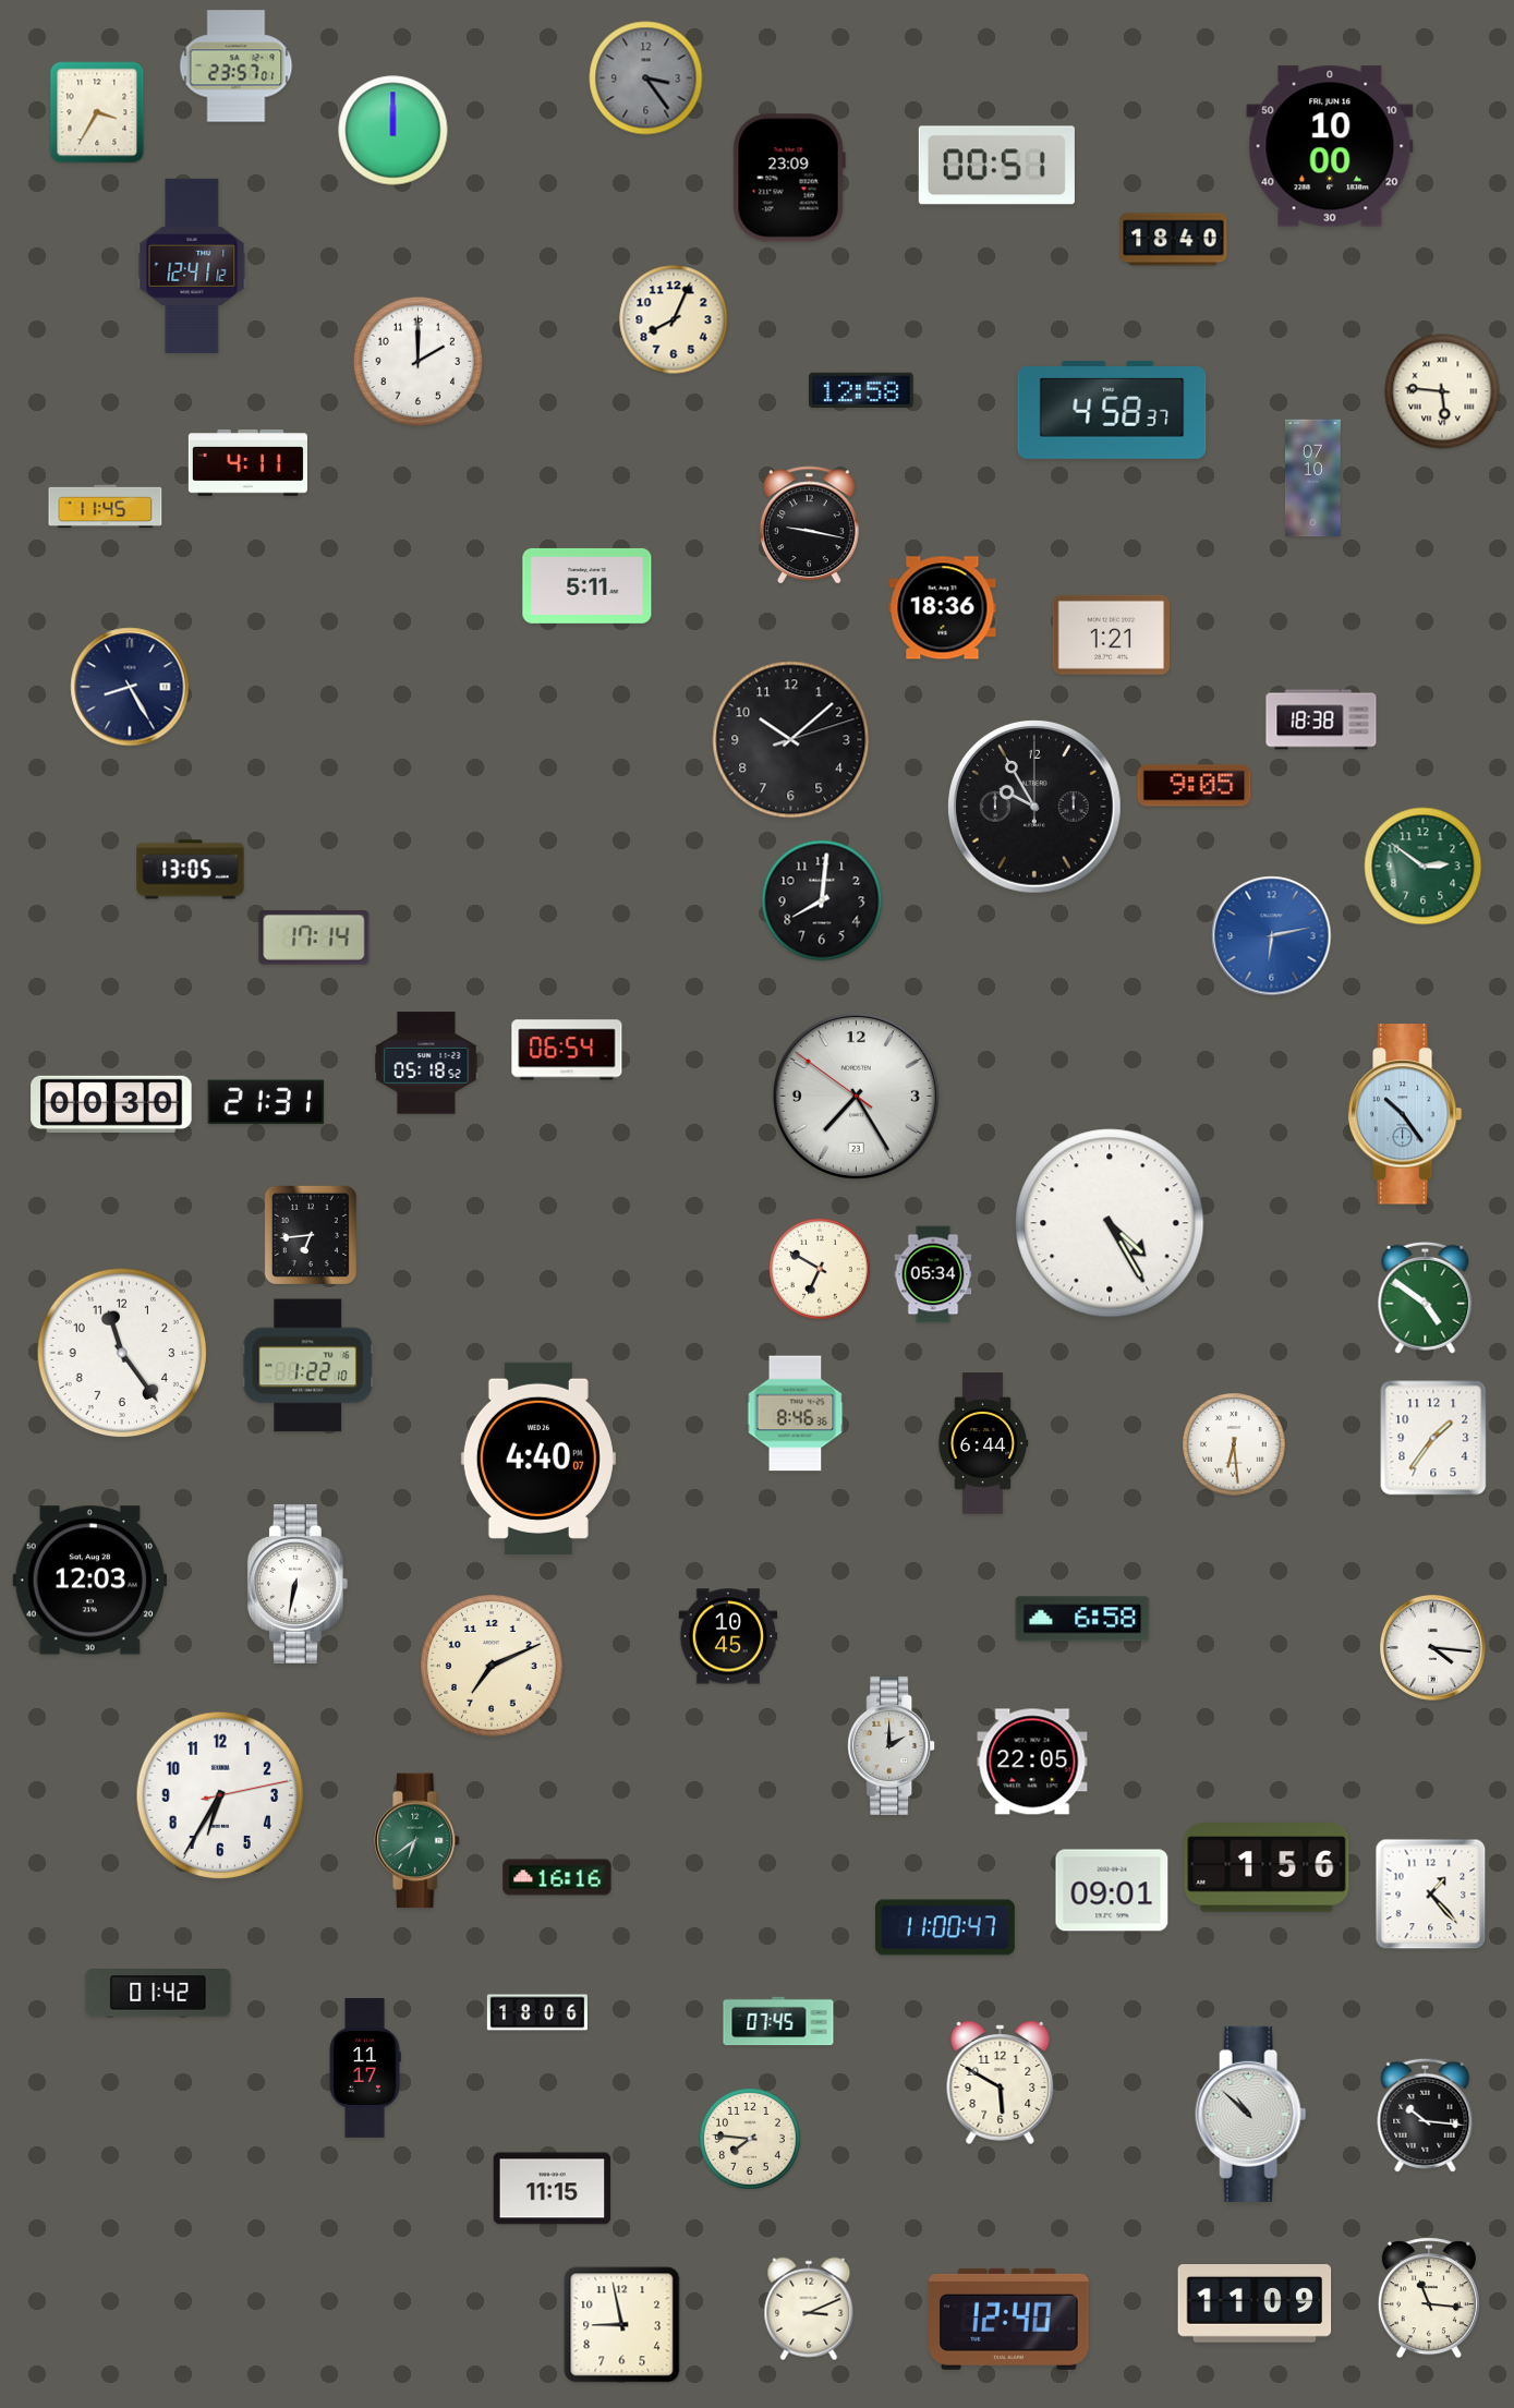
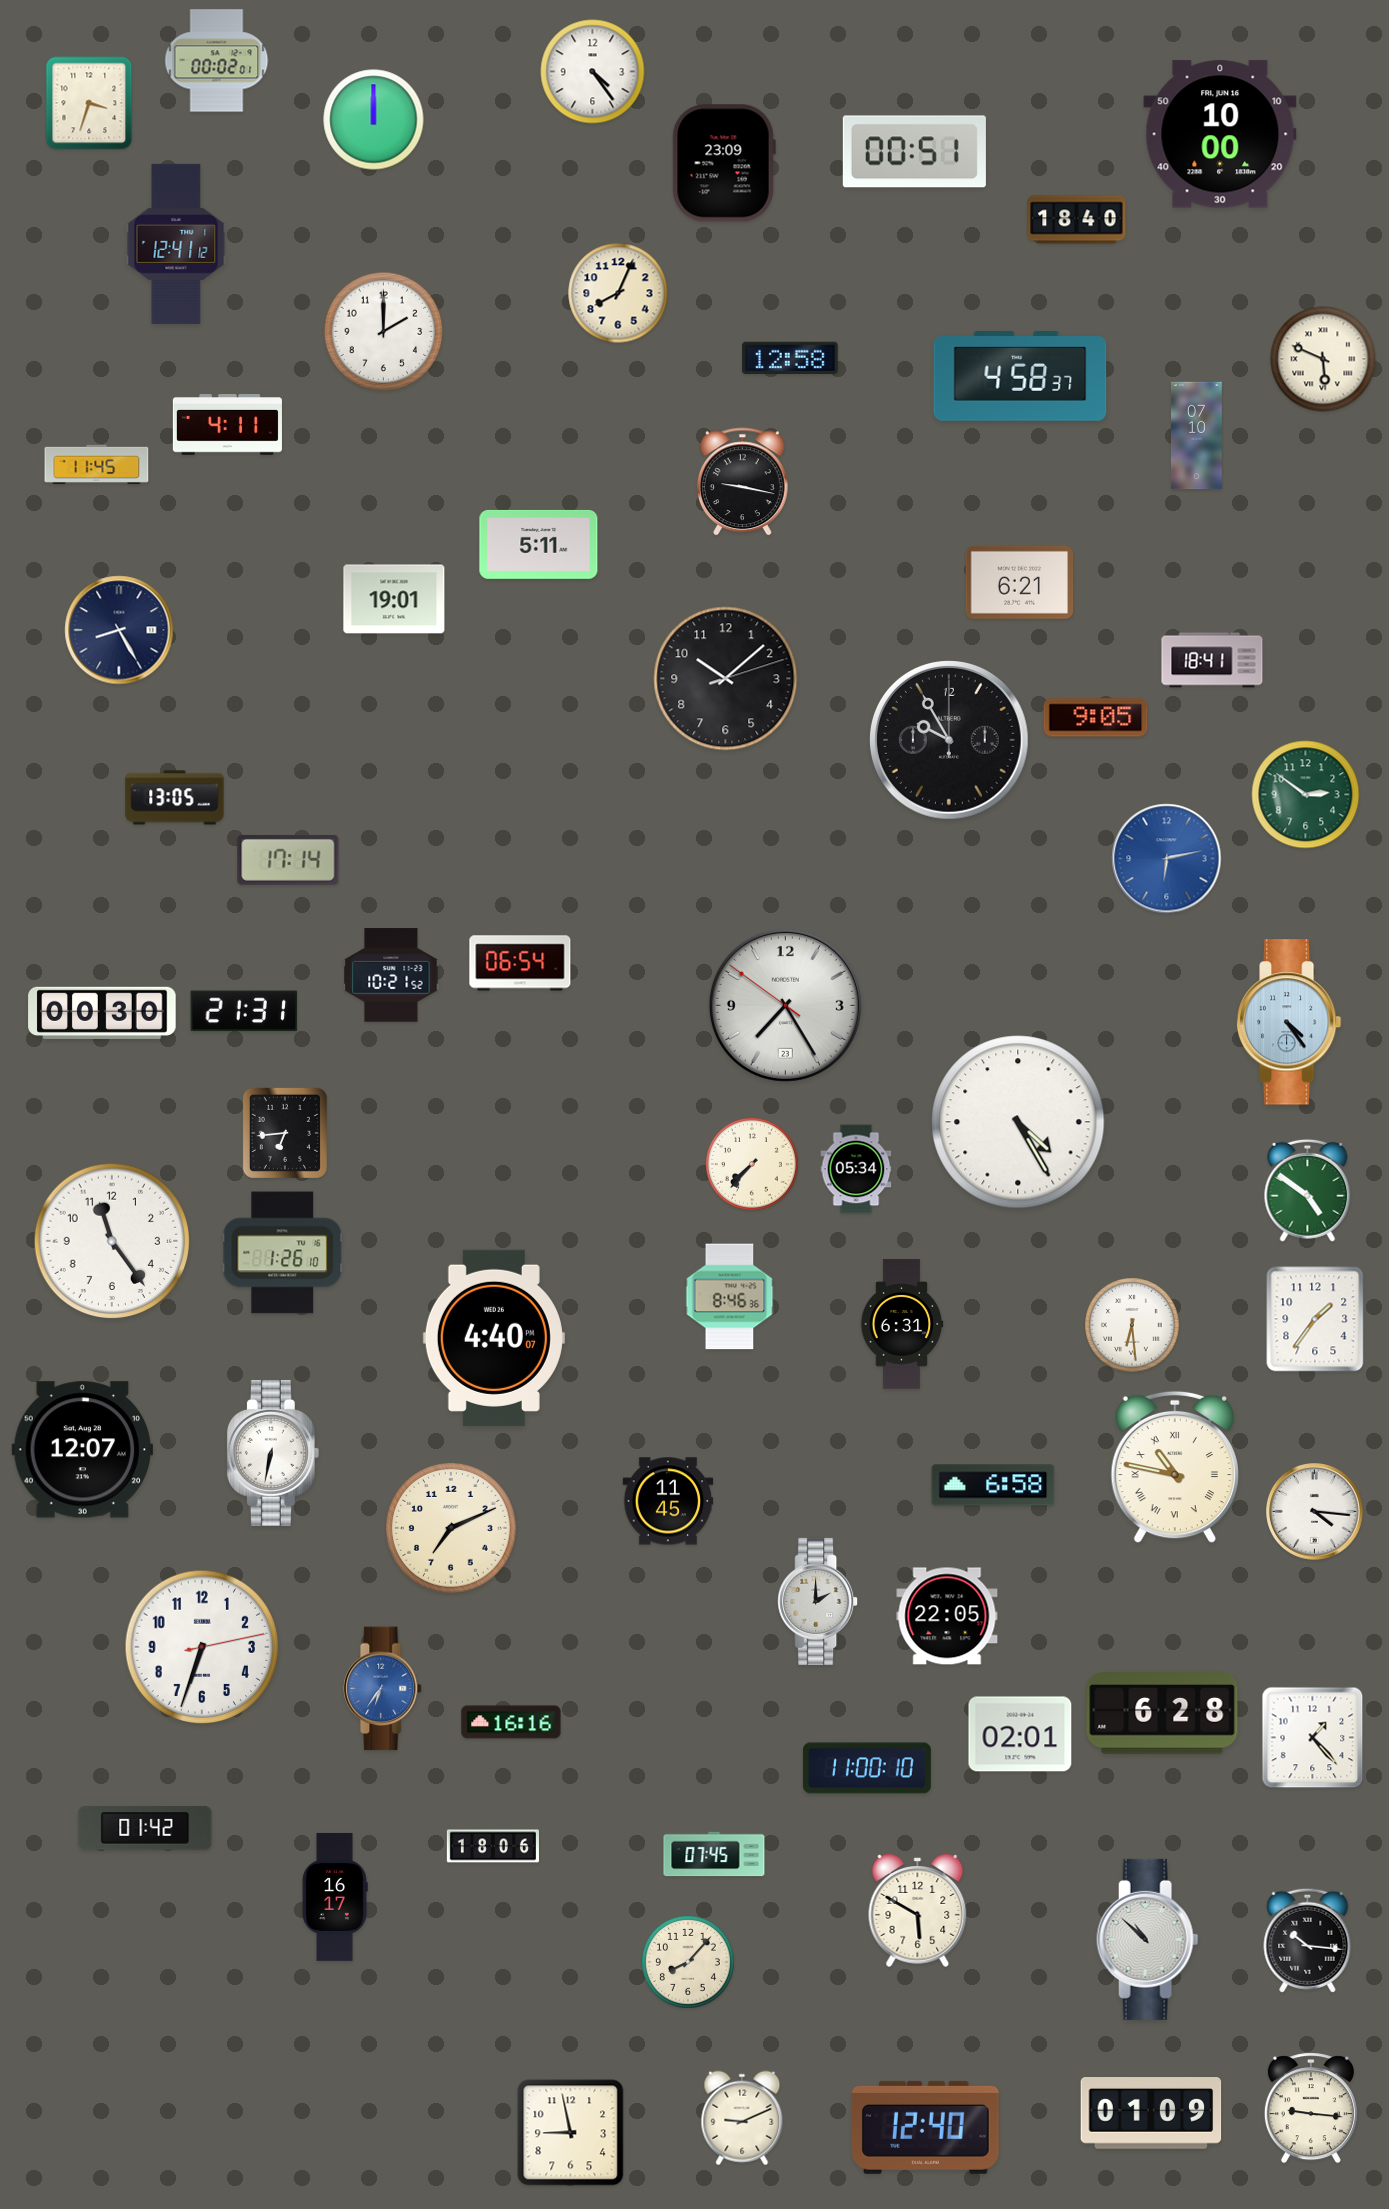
clock at (237, 66): 23:57 -> 00:02
clock at (646, 78): 3:24 -> 4:24
clock at (646, 78) dial: grey -> white
clock at (97, 112): 3:35 -> 3:33
clock at (393, 131) position: (393, 131) -> (374, 120)
clock at (1442, 391): 5:46 -> 5:49
clock at (1313, 479) position: (1313, 479) -> (1197, 436)
clock at (588, 585) position: (588, 585) -> (539, 544)
clock at (943, 608): 18:36 -> none
clock at (1112, 634): 1:21 -> 6:21
clock at (394, 599): none -> 19:01
clock at (1321, 719): 18:38 -> 18:41
clock at (1195, 786) position: (1195, 786) -> (1096, 718)
clock at (822, 900): 8:01 -> none
clock at (426, 1063): 05:18 -> 10:21
clock at (1405, 1114): 10:24 -> 4:24
clock at (820, 1269): 6:50 -> 7:37
clock at (308, 1366): 1:22 -> 1:26
clock at (983, 1443): 6:44 -> 6:31
clock at (89, 1581): 12:03 -> 12:07
clock at (1175, 1467): none -> 10:47
clock at (728, 1636): 10:45 -> 11:45
clock at (220, 1795): 6:35 -> 6:33
clock at (417, 1841): 6:39 -> 6:36
clock at (417, 1841) dial: green -> blue
clock at (1267, 1867): 1:56 -> 6:28
clock at (1112, 1890): 09:01 -> 02:01
clock at (945, 1927): 11:00:47 -> 11:00:10
clock at (365, 2068): 11:17 -> 16:17
clock at (750, 2139): 7:46 -> 8:07
clock at (553, 2189): 11:15 -> none
clock at (1429, 2298): 11:16 -> 9:16
clock at (1255, 2304): 11:09 -> 01:09
clock at (809, 2309): 3:11 -> 9:11
